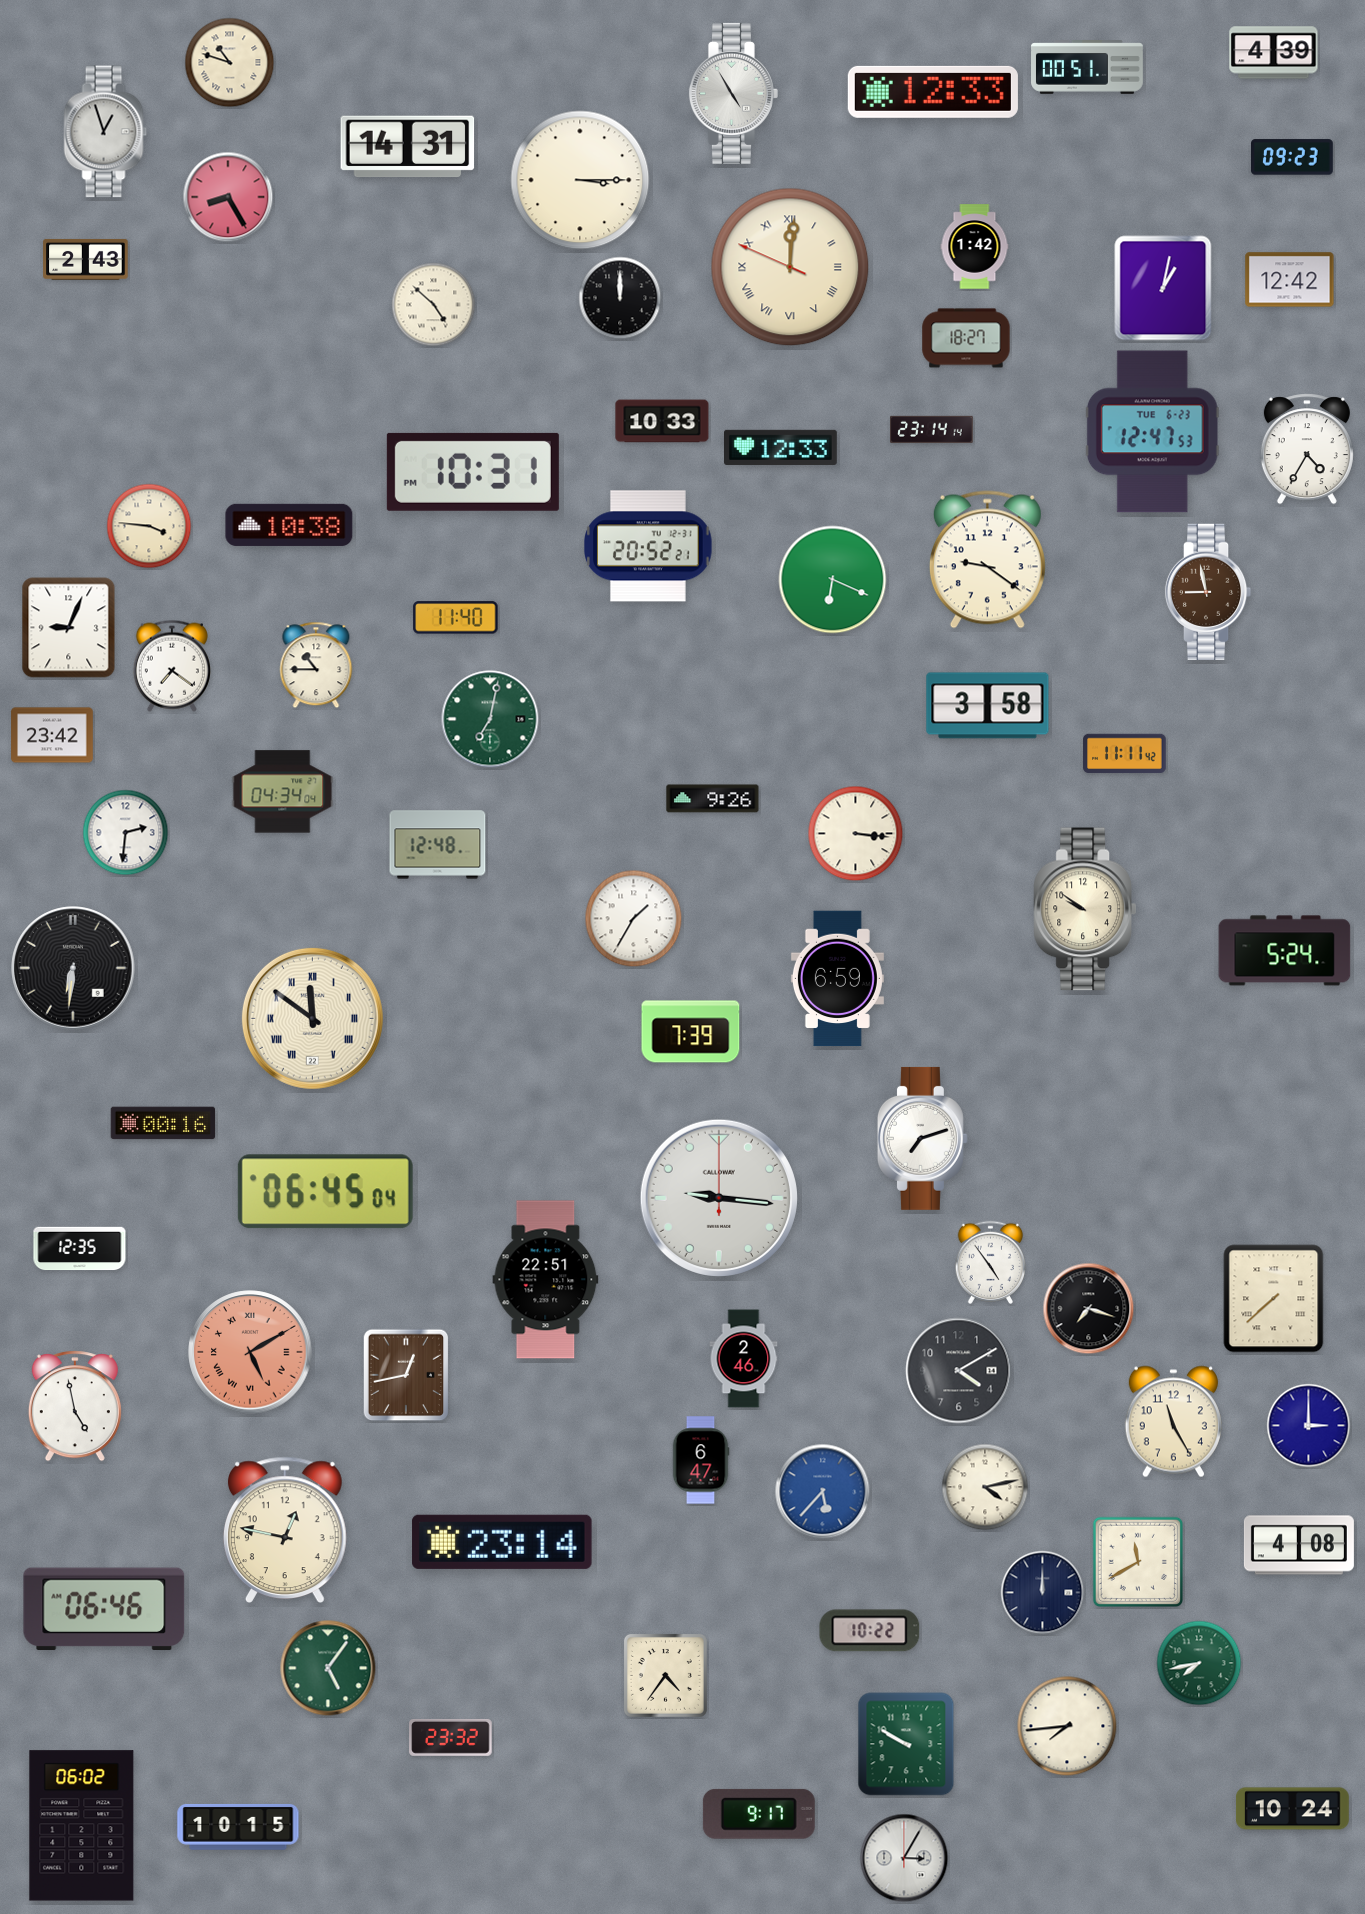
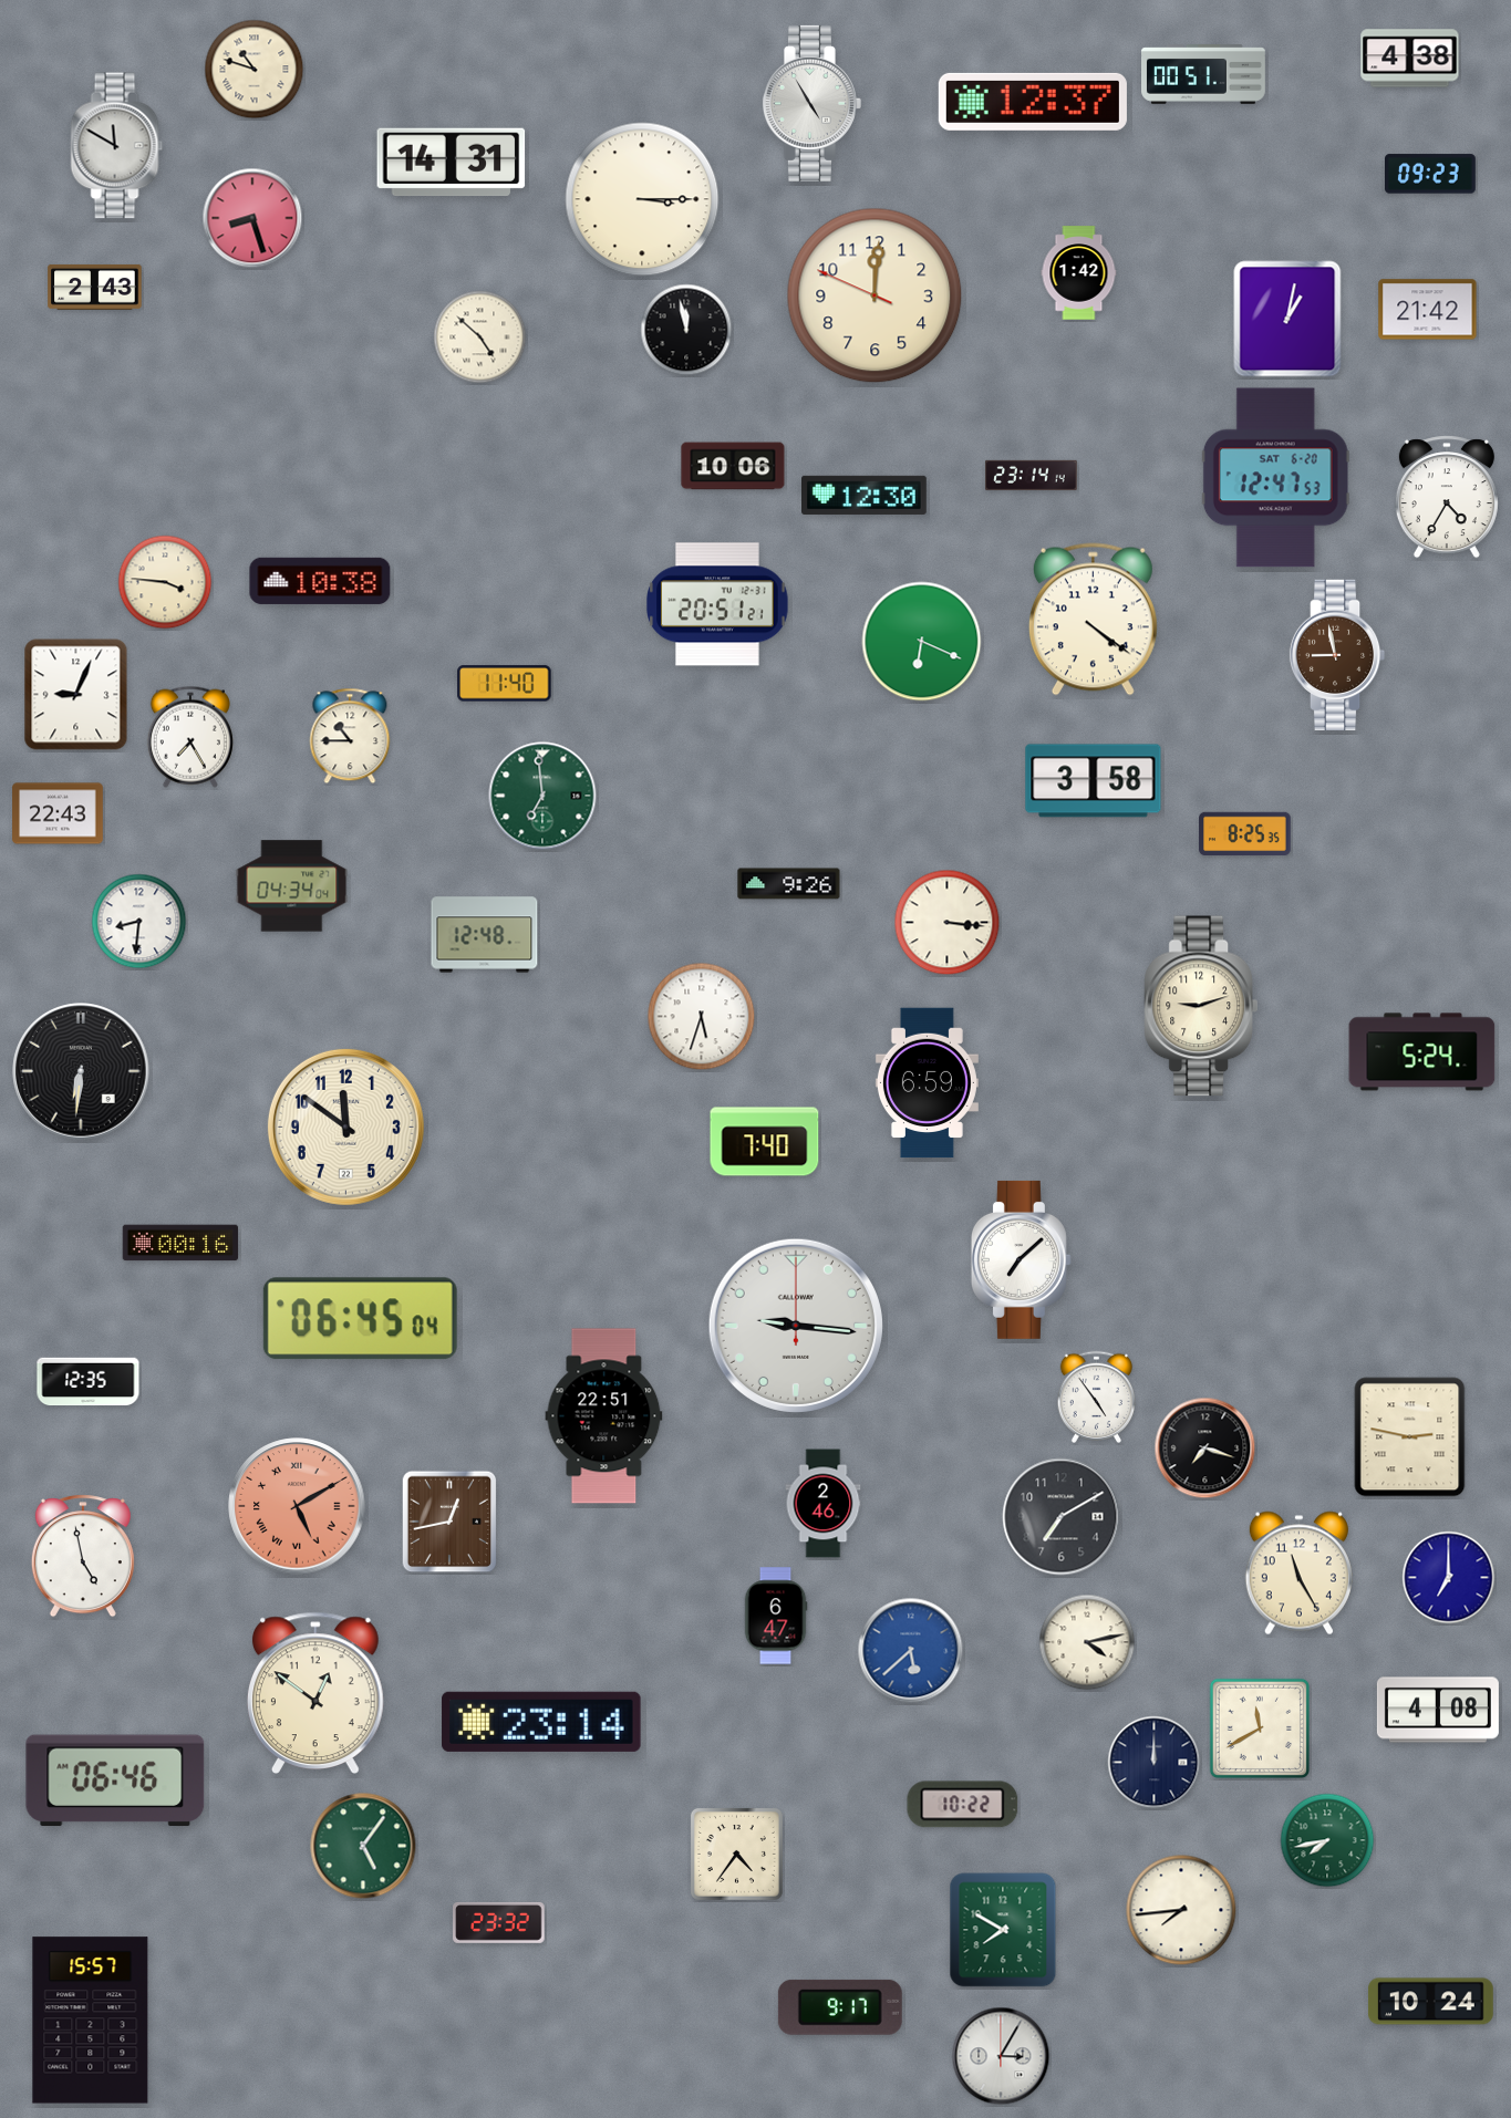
clock at (1274, 53): 4:39 -> 4:38
clock at (933, 92): 12:33 -> 12:37
clock at (106, 132): 12:57 -> 11:50
clock at (228, 197): 8:25 -> 8:27
clock at (790, 267) numerals: Roman -> Arabic
clock at (1290, 280): 12:42 -> 21:42
clock at (620, 298): 12:00 -> 11:58
clock at (966, 338): 18:27 -> none
clock at (662, 421): 10:33 -> 10:06
clock at (1152, 432) date: TUE 6-23 -> SAT 6-20
clock at (781, 447): 12:33 -> 12:30
clock at (473, 472): 10:31 -> none
clock at (648, 546): 20:52 -> 20:51
clock at (987, 560): 9:21 -> 4:21
clock at (172, 666): 7:21 -> 7:25
clock at (490, 719): 7:02 -> 6:59
clock at (52, 735): 23:42 -> 22:43
clock at (1125, 754): 11:11 -> 8:25
clock at (283, 792) position: (283, 792) -> (292, 886)
clock at (126, 833): 2:31 -> 8:31
clock at (1084, 909): 9:51 -> 9:12
clock at (634, 919): 1:35 -> 5:33
clock at (312, 1018) numerals: Roman -> Arabic
clock at (691, 1032): 7:39 -> 7:40
clock at (922, 1138): 7:12 -> 7:08
clock at (1274, 1299): 7:38 -> 2:47
clock at (250, 1352) position: (250, 1352) -> (297, 1506)
clock at (959, 1371): 4:10 -> 7:10
clock at (1309, 1426): 3:00 -> 7:00
clock at (985, 1487) position: (985, 1487) -> (1087, 1642)
clock at (823, 1492): 5:37 -> 5:38
clock at (285, 1529): 12:47 -> 12:51
clock at (502, 1542) position: (502, 1542) -> (541, 1722)
clock at (906, 1744): 9:50 -> 7:50
clock at (82, 1826): 06:02 -> 15:57
clock at (238, 1827): 10:15 -> none
